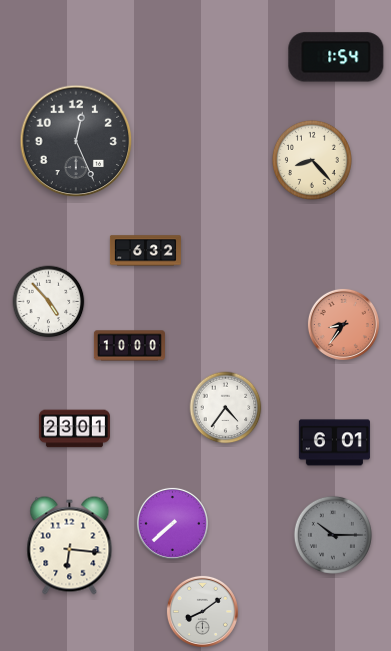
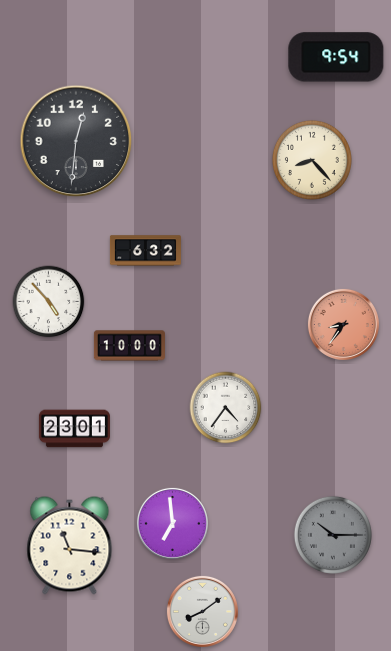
clock at (336, 57): 1:54 -> 9:54
clock at (76, 141): 12:26 -> 12:31
clock at (334, 443): 6:01 -> none
clock at (172, 523): 7:38 -> 6:59
clock at (70, 546): 6:16 -> 11:16
